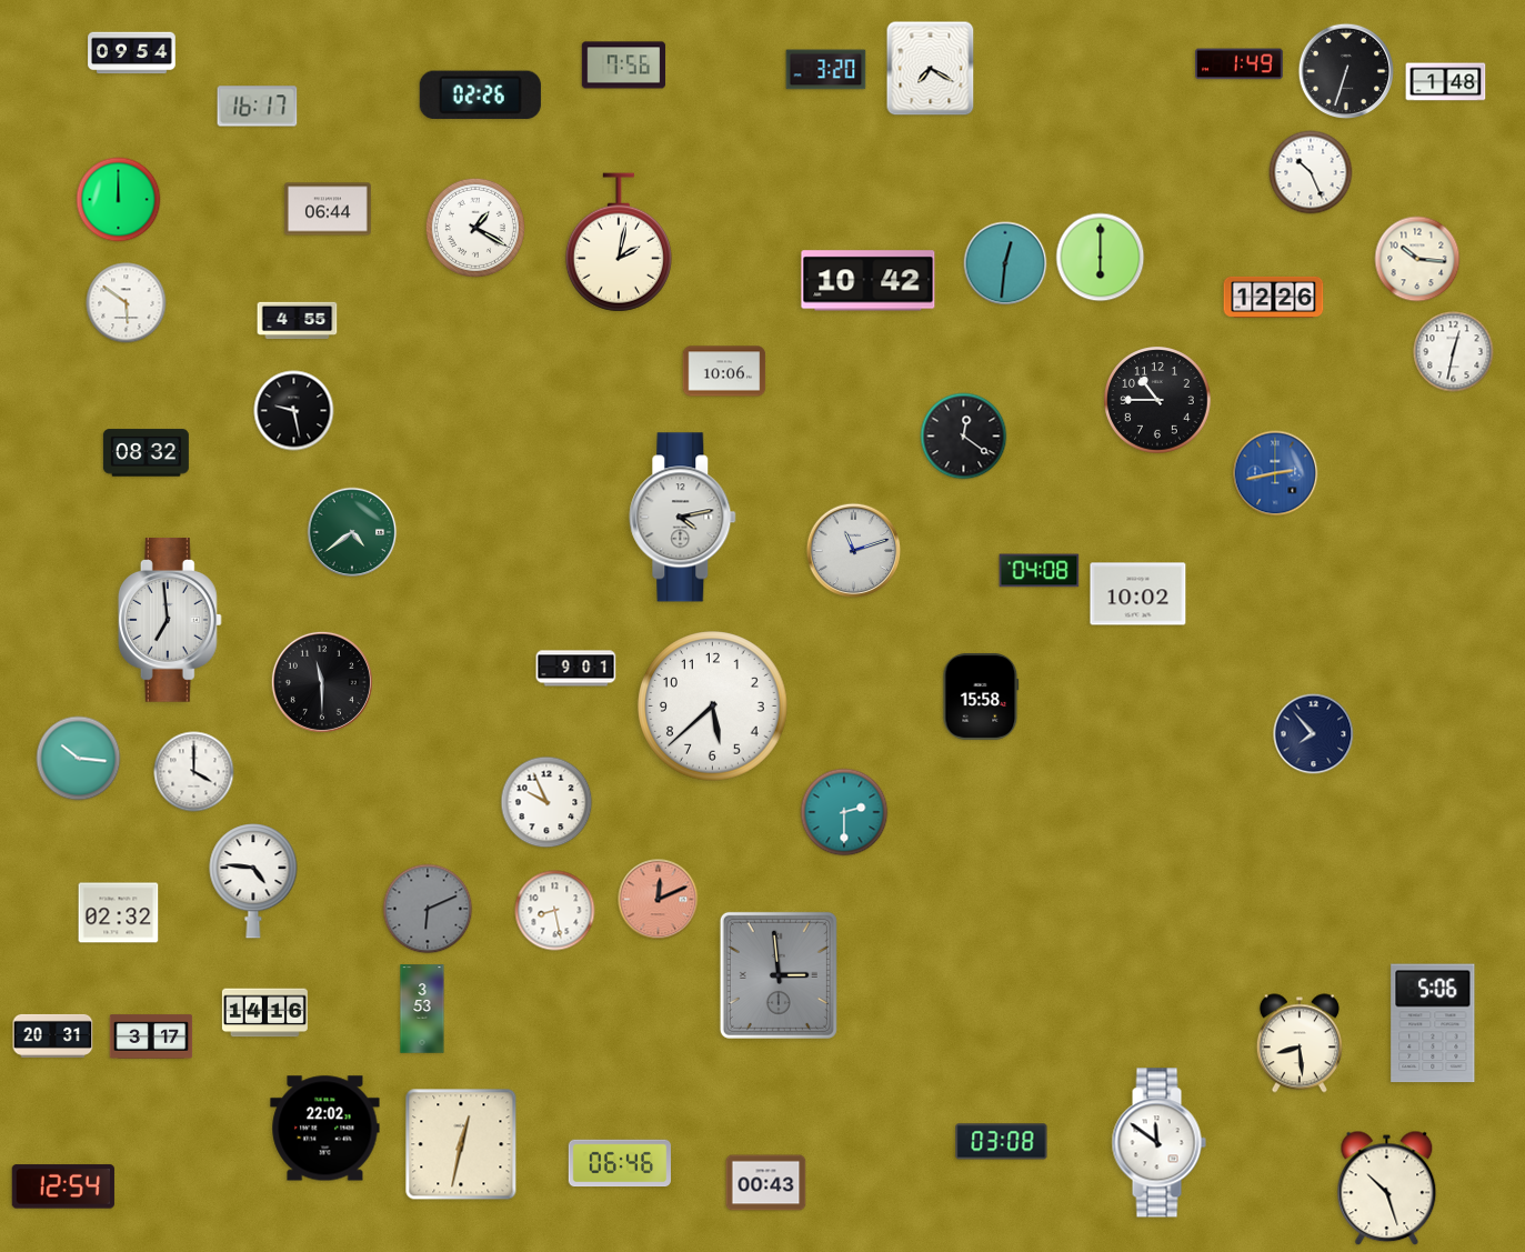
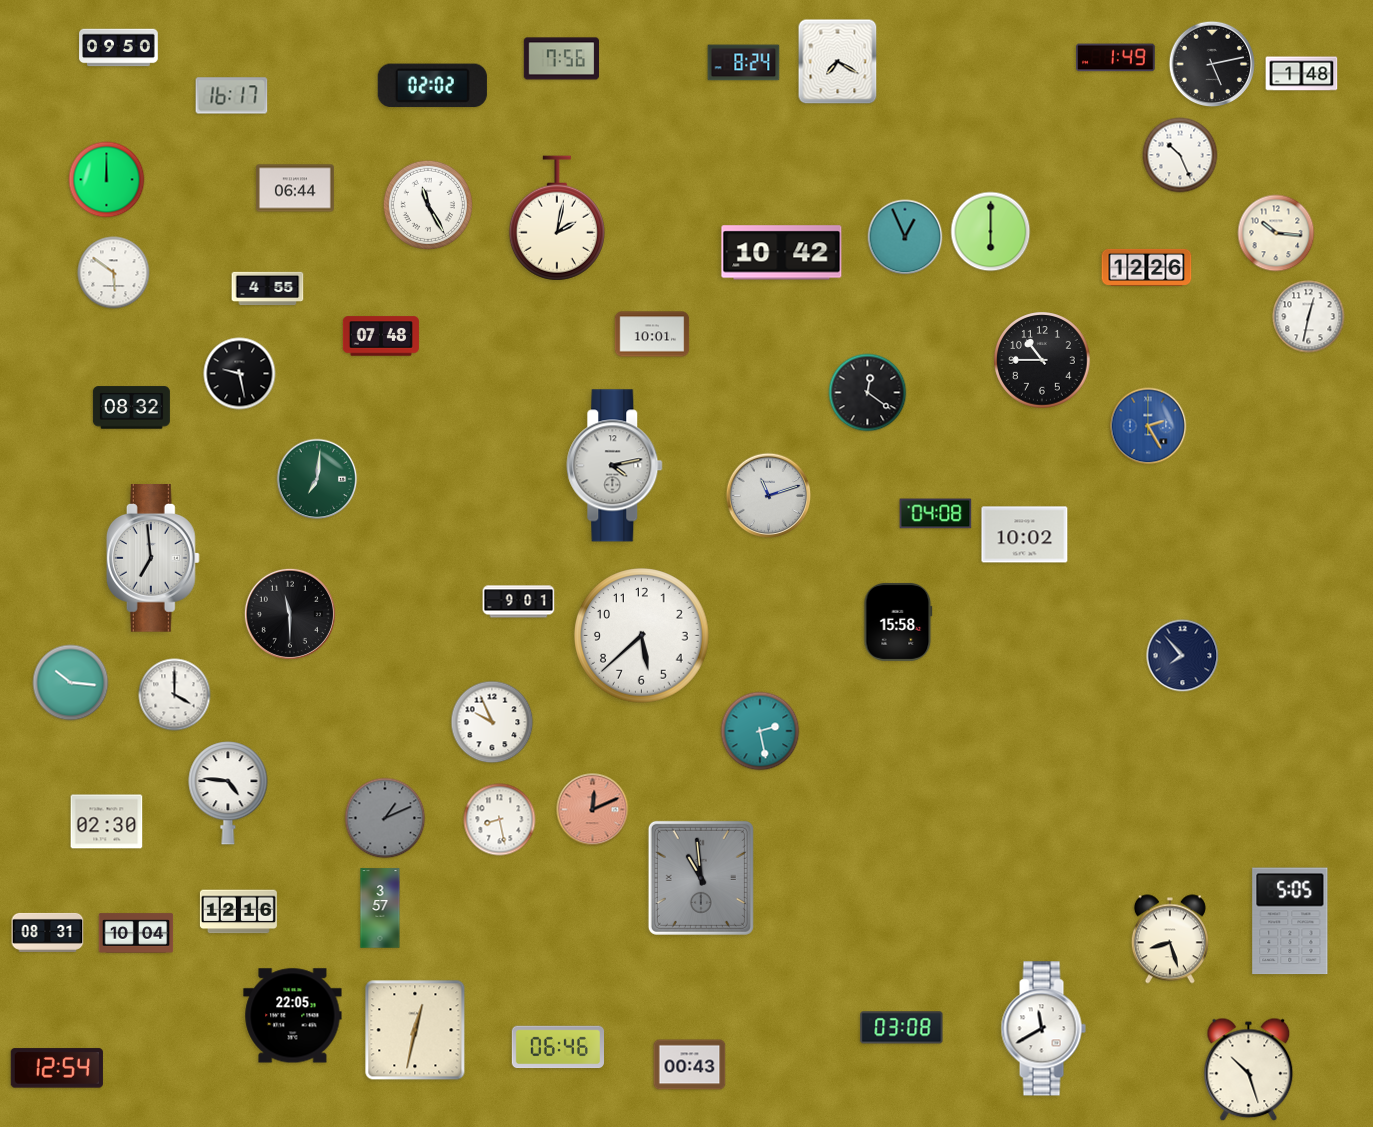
clock at (132, 53): 09:54 -> 09:50
clock at (826, 70): 3:20 -> 8:24
clock at (1346, 71): 6:33 -> 5:13
clock at (480, 96): 02:26 -> 02:02
clock at (475, 228): 1:20 -> 11:25
clock at (1005, 263): 12:31 -> 12:56
clock at (724, 371): 10:06 -> 10:01
clock at (381, 336): none -> 07:48
clock at (294, 411) position: (294, 411) -> (240, 374)
clock at (1275, 473): 2:43 -> 2:25
clock at (352, 532): 4:39 -> 7:01
clock at (981, 697) position: (981, 697) -> (898, 622)
clock at (1314, 734) position: (1314, 734) -> (1183, 656)
clock at (844, 812): 2:30 -> 2:28
clock at (428, 909): 6:11 -> 1:11
clock at (119, 913): 02:32 -> 02:30
clock at (779, 975): 2:59 -> 10:59
clock at (422, 1009): 3:53 -> 3:57
clock at (264, 1013): 14:16 -> 12:16
clock at (1433, 1023): 5:06 -> 5:05
clock at (53, 1035): 20:31 -> 08:31
clock at (151, 1036): 3:17 -> 10:04
clock at (1300, 1043): 8:29 -> 8:27
clock at (325, 1129): 22:02 -> 22:05
clock at (1158, 1143): 11:51 -> 11:40
